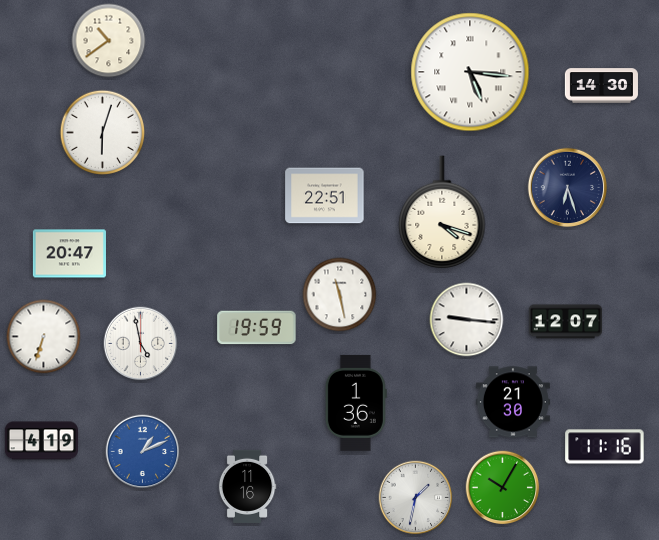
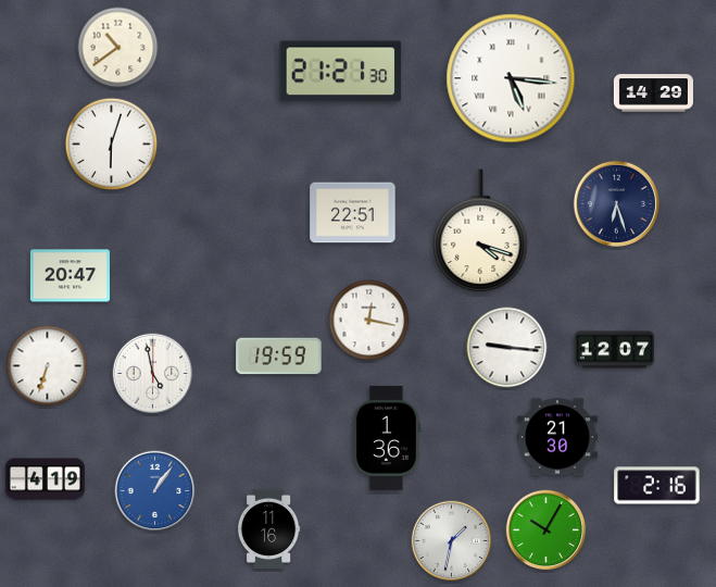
clock at (109, 41) position: (109, 41) -> (118, 48)
clock at (341, 72): none -> 21:21
clock at (601, 86): 14:30 -> 14:29
clock at (69, 254) position: (69, 254) -> (70, 276)
clock at (340, 295): 11:28 -> 12:17
clock at (605, 447): 11:16 -> 2:16
clock at (143, 452): 1:11 -> 1:06
